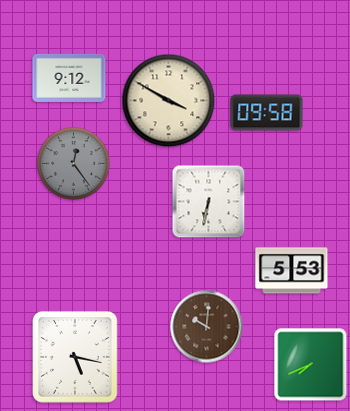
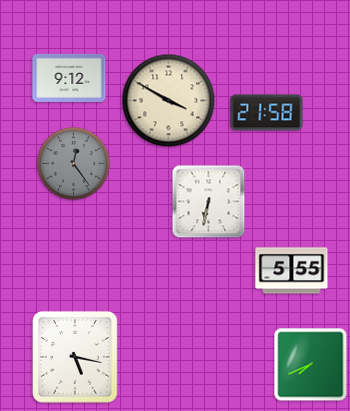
clock at (267, 113): 09:58 -> 21:58
clock at (292, 271): 5:53 -> 5:55
clock at (207, 327): 10:01 -> none
